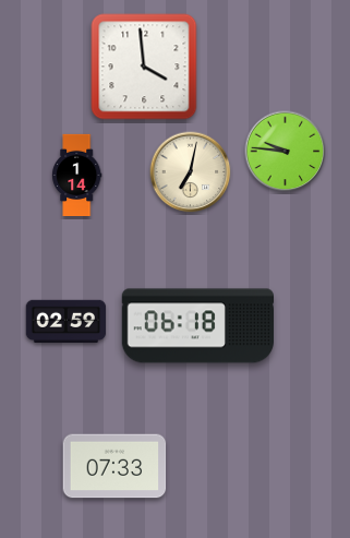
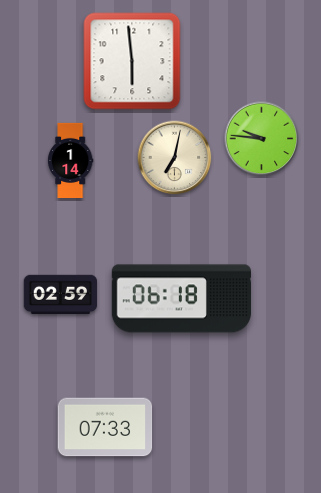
clock at (144, 67): 3:59 -> 5:59
